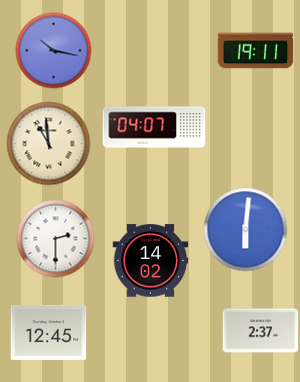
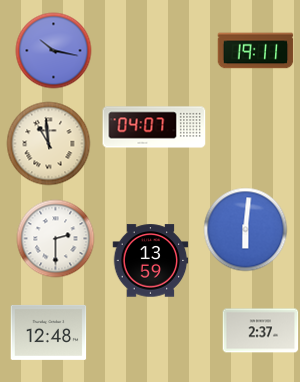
clock at (151, 261): 14:02 -> 13:59
clock at (49, 332): 12:45 -> 12:48
